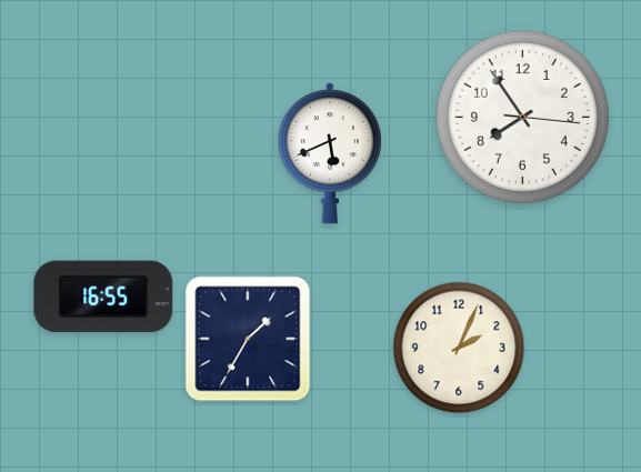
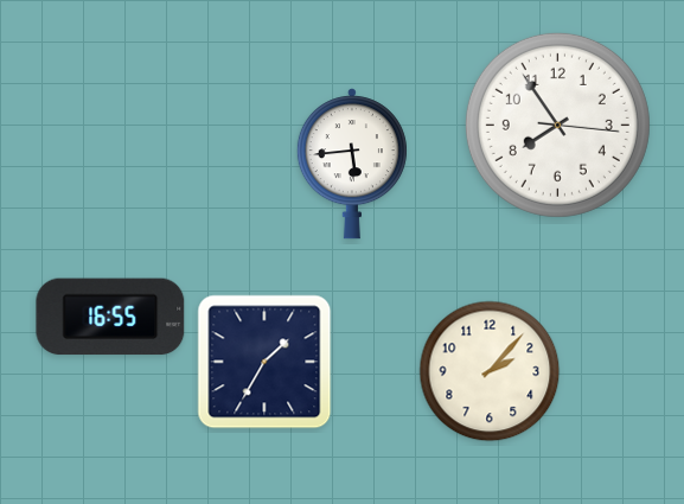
clock at (330, 153): 5:41 -> 5:44
clock at (459, 348): 2:04 -> 2:07
